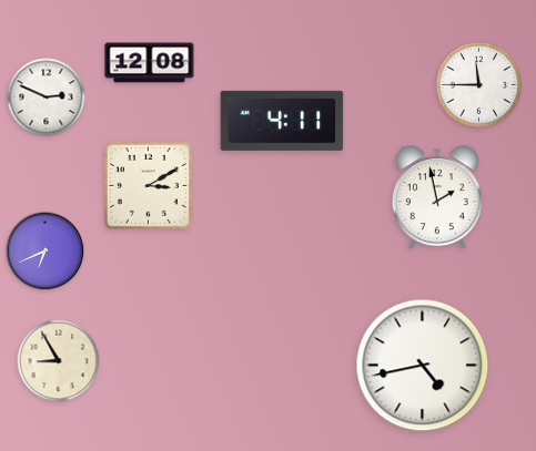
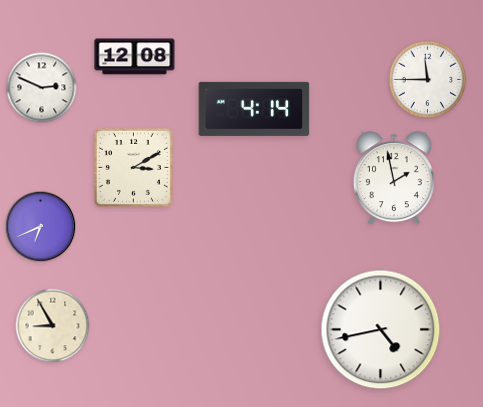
clock at (479, 85) position: (479, 85) -> (428, 80)
clock at (282, 121): 4:11 -> 4:14
